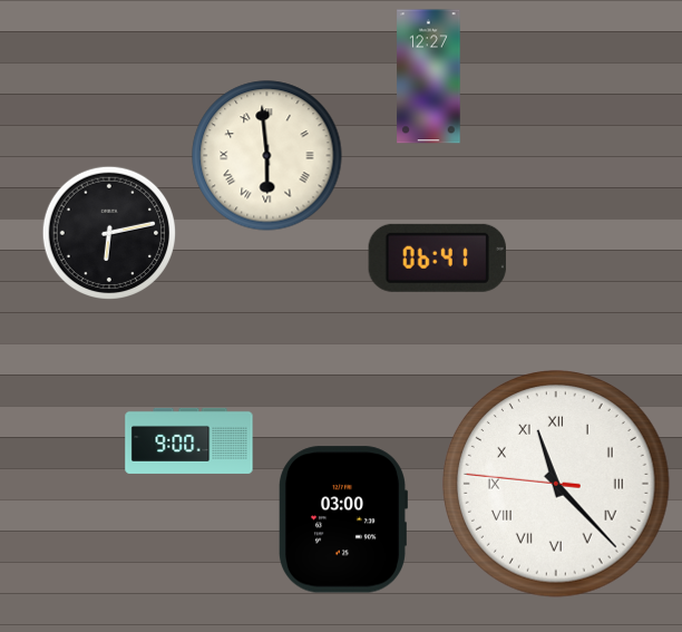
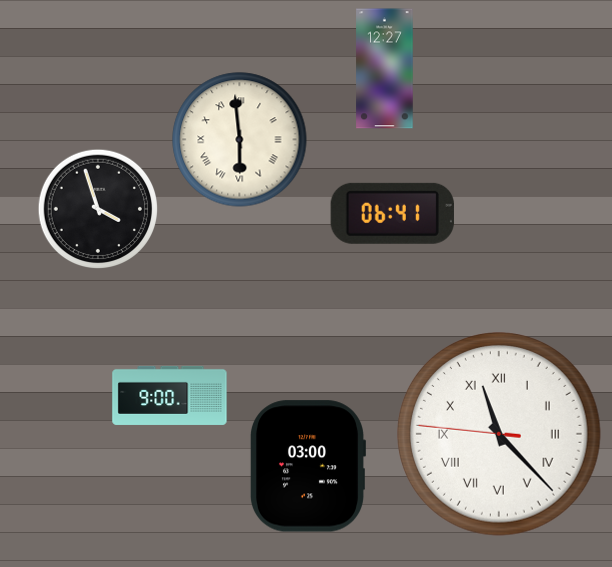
clock at (108, 232): 6:13 -> 3:57
clock at (437, 257) position: (437, 257) -> (392, 213)
